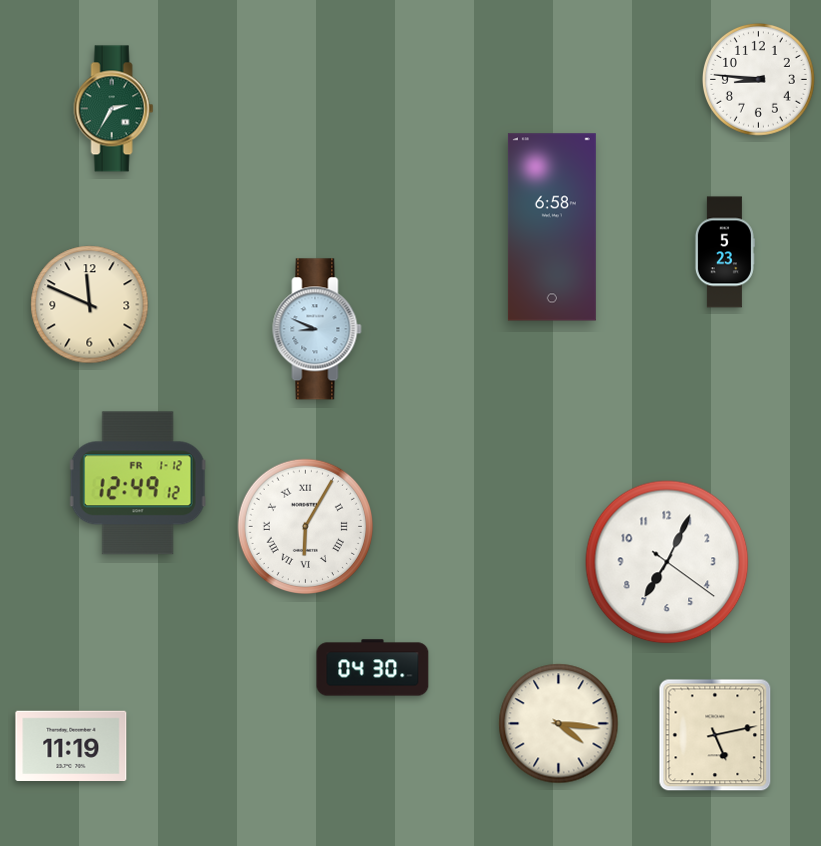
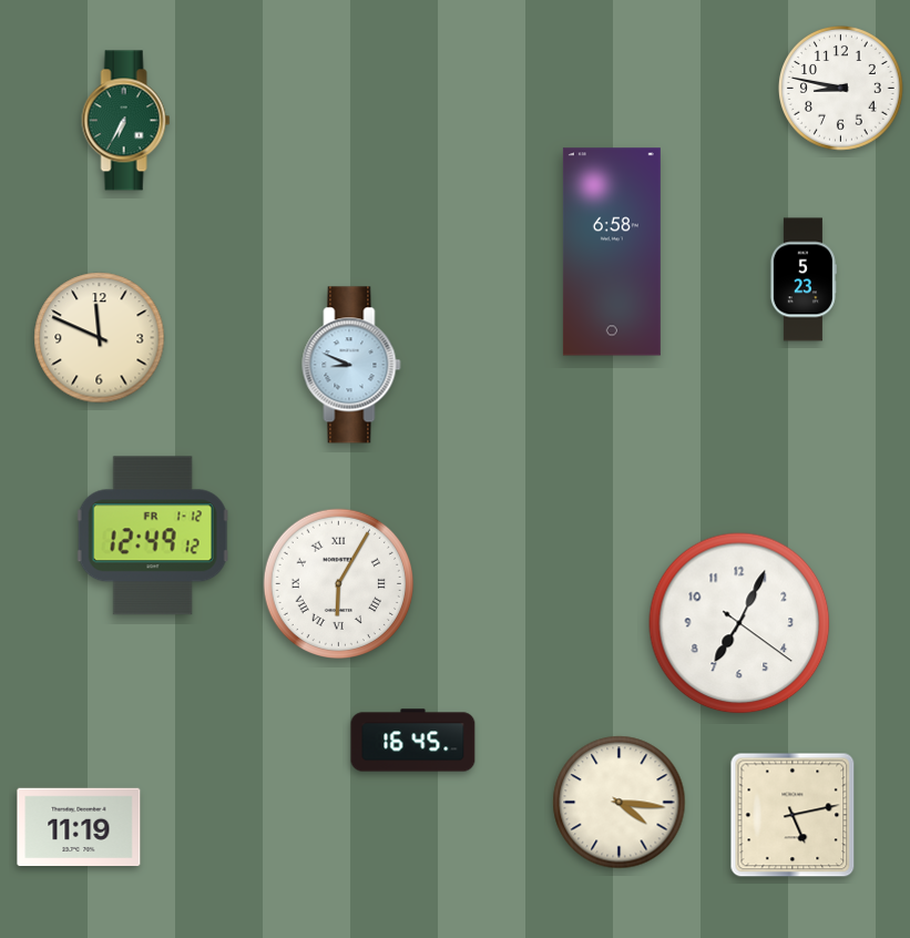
clock at (759, 80): 8:46 -> 8:47
clock at (114, 109): 2:35 -> 6:35
clock at (373, 668): 04:30 -> 16:45
